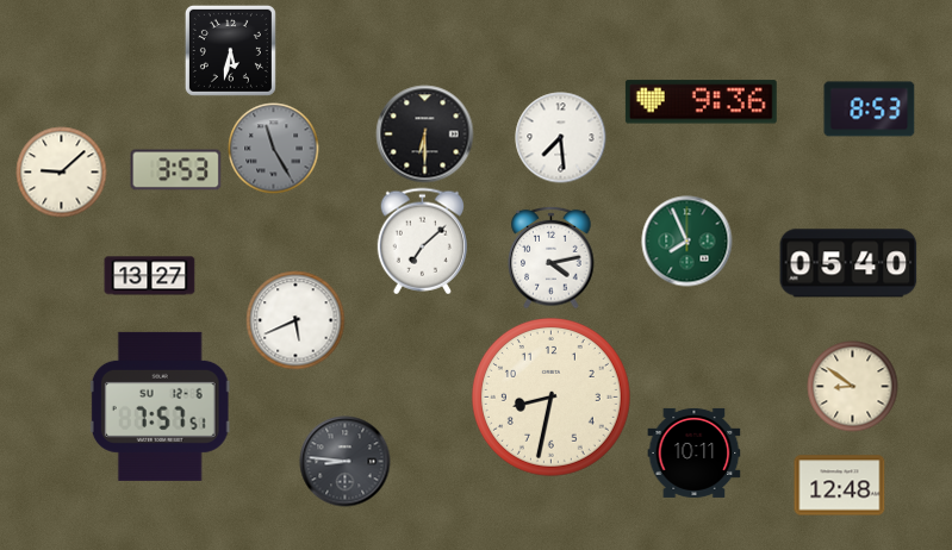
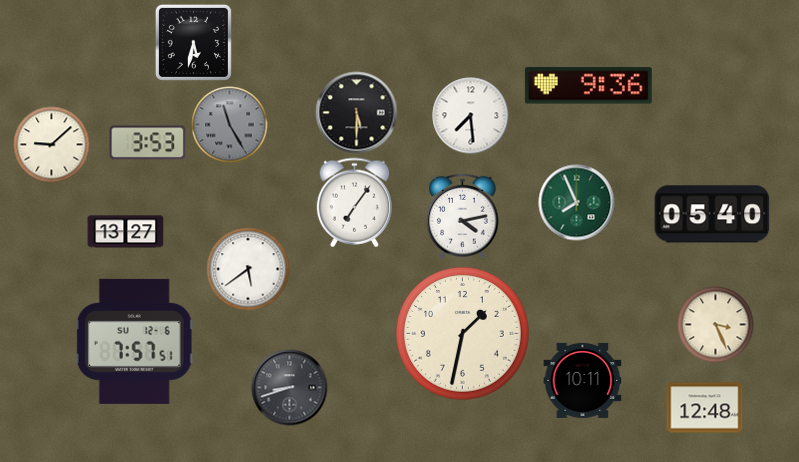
clock at (870, 110): 8:53 -> none
clock at (425, 135): 6:30 -> 5:30
clock at (422, 242): 7:08 -> 7:06
clock at (848, 263) position: (848, 263) -> (712, 214)
clock at (295, 320): 5:41 -> 5:39
clock at (853, 387): 8:51 -> 3:26
clock at (550, 396): 8:32 -> 1:32
clock at (346, 462): 8:46 -> 8:42
